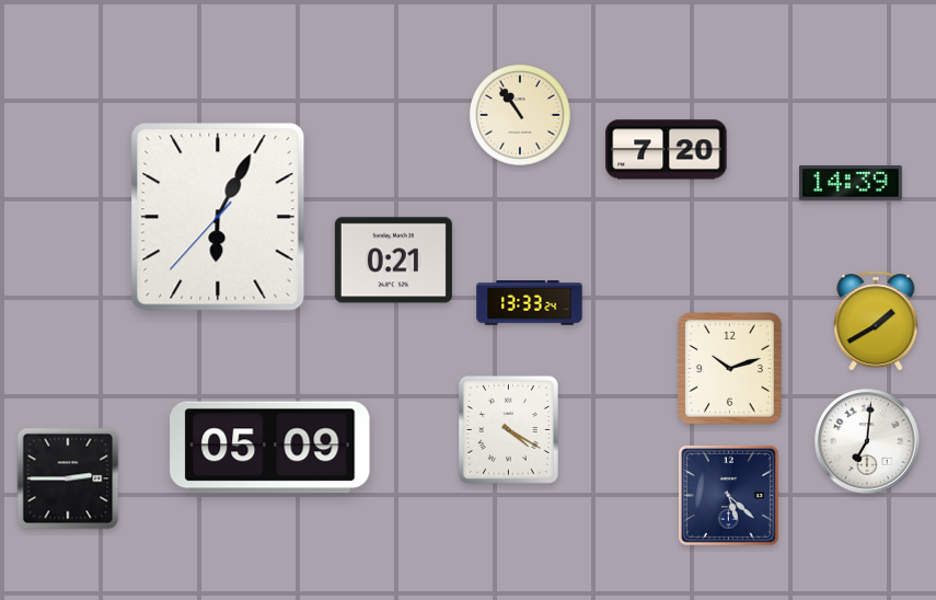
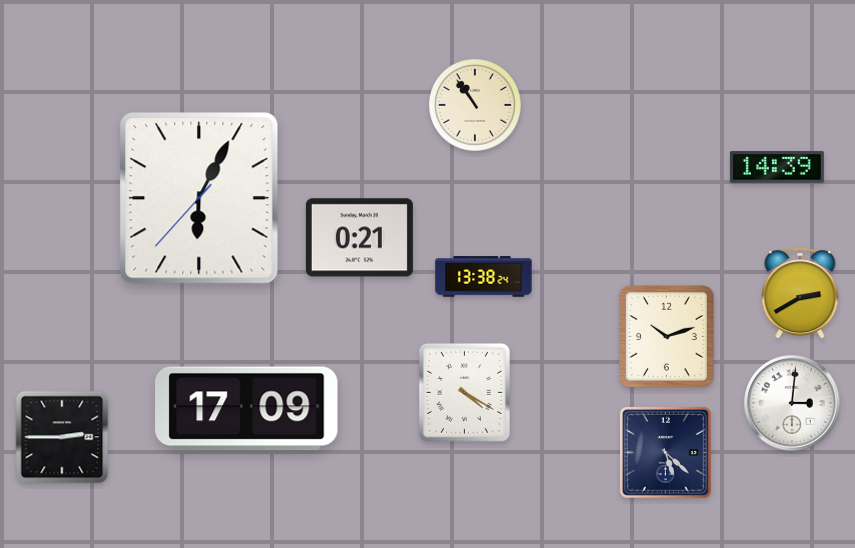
clock at (667, 150): 7:20 -> none
clock at (530, 303): 13:33 -> 13:38
clock at (876, 321): 1:40 -> 2:40
clock at (867, 441): 7:01 -> 3:01
clock at (270, 448): 05:09 -> 17:09
